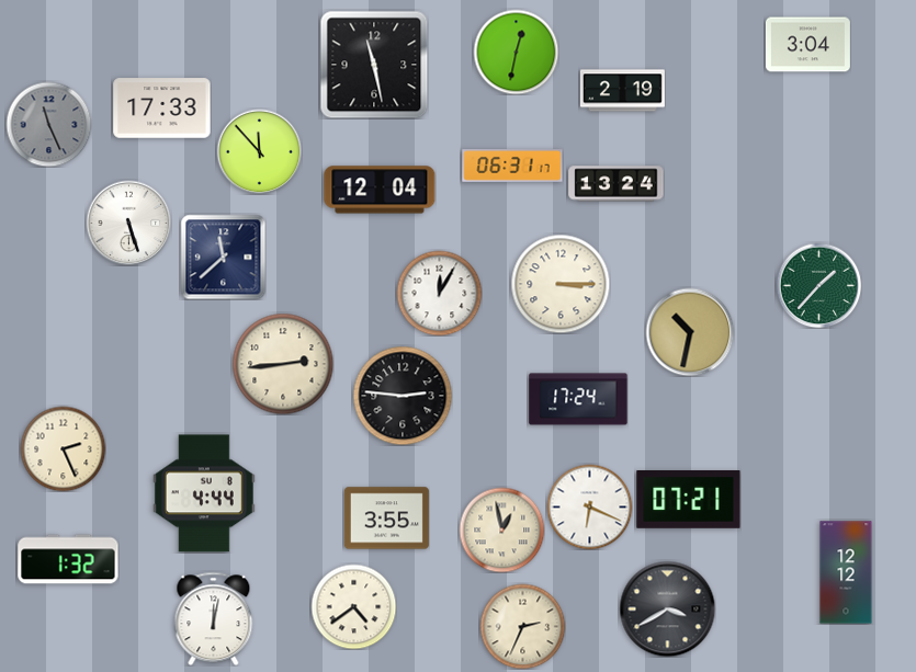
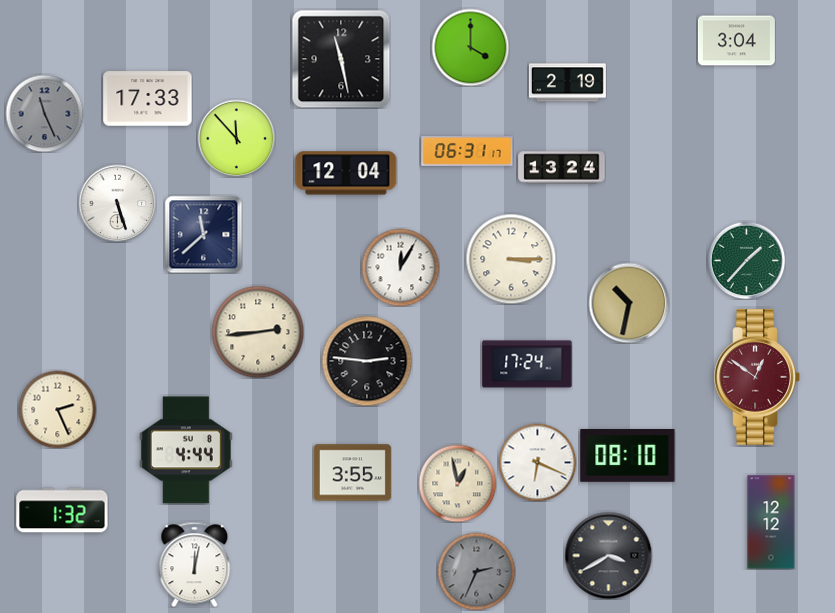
clock at (516, 52): 12:32 -> 4:00
clock at (757, 377): none -> 12:51
clock at (689, 500): 07:21 -> 08:10
clock at (353, 606): 4:39 -> none
clock at (522, 626) dial: cream -> grey
